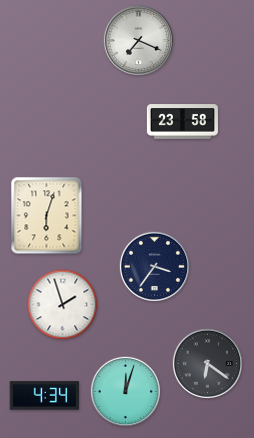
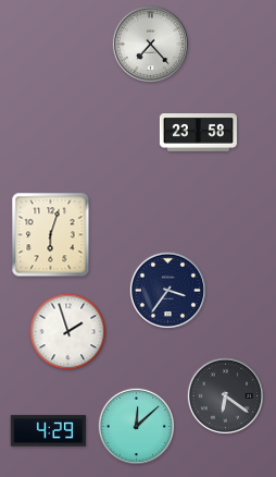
clock at (138, 40): 7:19 -> 7:23
clock at (125, 391): 12:03 -> 12:08
clock at (45, 396): 4:34 -> 4:29
